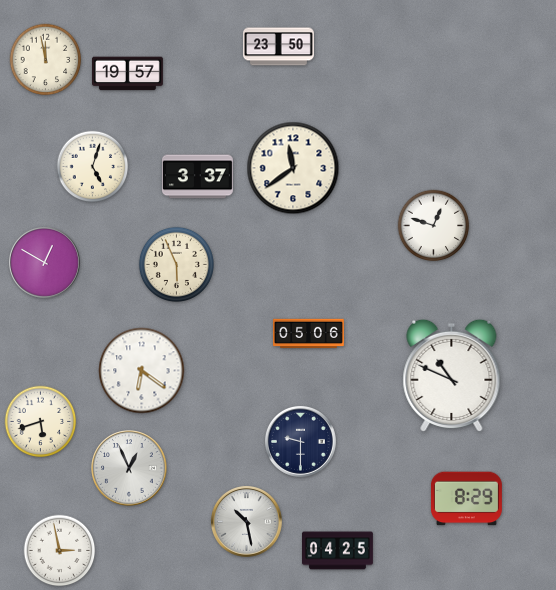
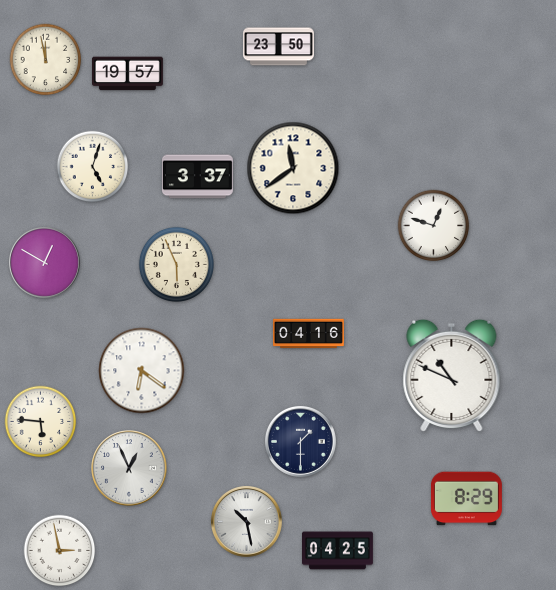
clock at (309, 334): 05:06 -> 04:16
clock at (41, 422): 5:42 -> 5:46
clock at (300, 441): 9:30 -> 1:30
